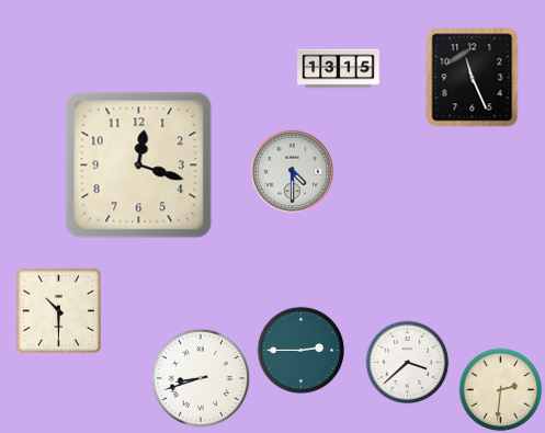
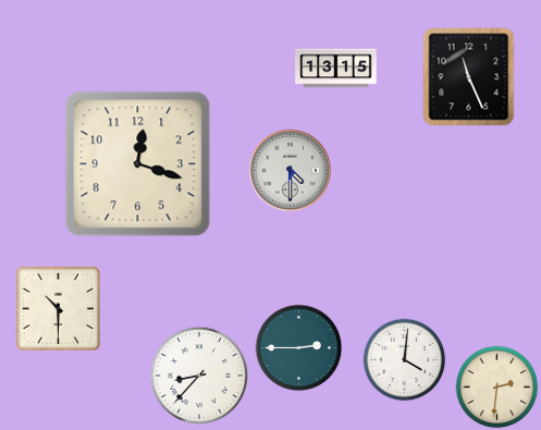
clock at (408, 363): 3:38 -> 4:01
clock at (201, 378): 8:42 -> 8:37
